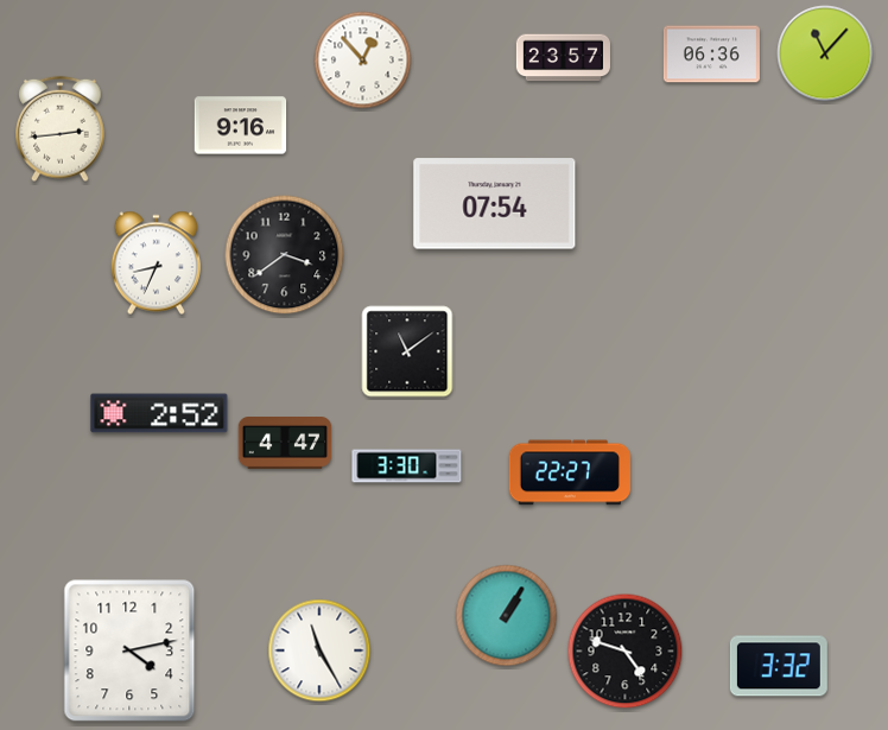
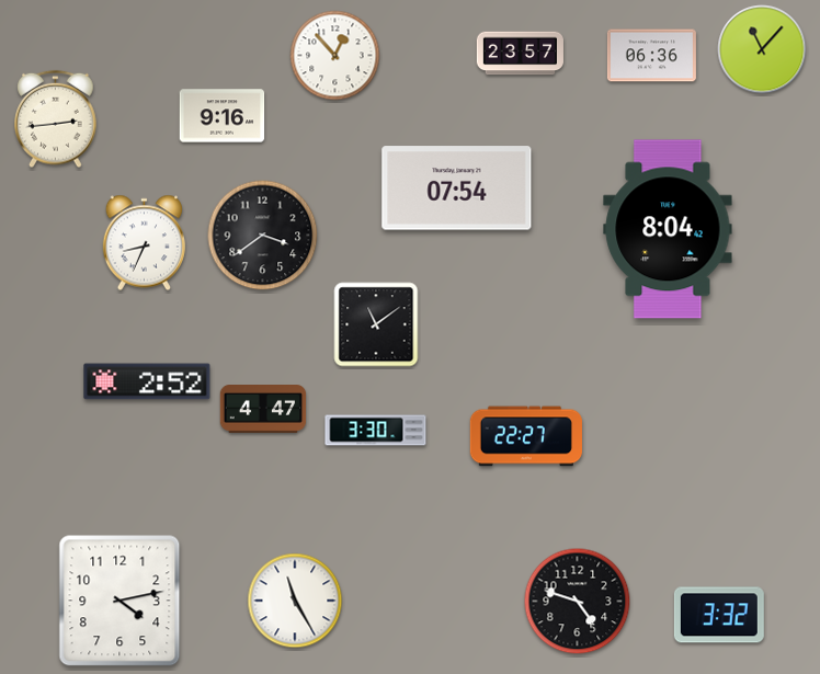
clock at (711, 55) position: (711, 55) -> (651, 56)
clock at (668, 229): none -> 8:04
clock at (507, 616): 1:05 -> none
